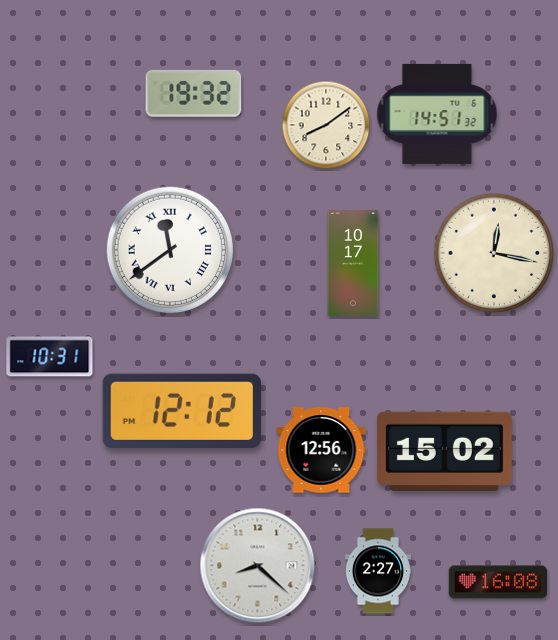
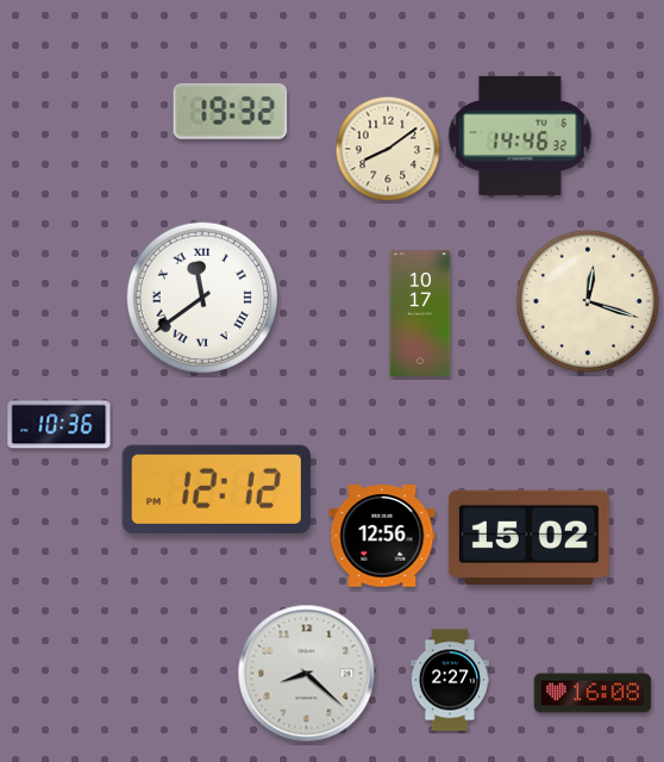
clock at (437, 114): 14:51 -> 14:46
clock at (494, 253): 12:17 -> 12:18
clock at (50, 357): 10:31 -> 10:36
